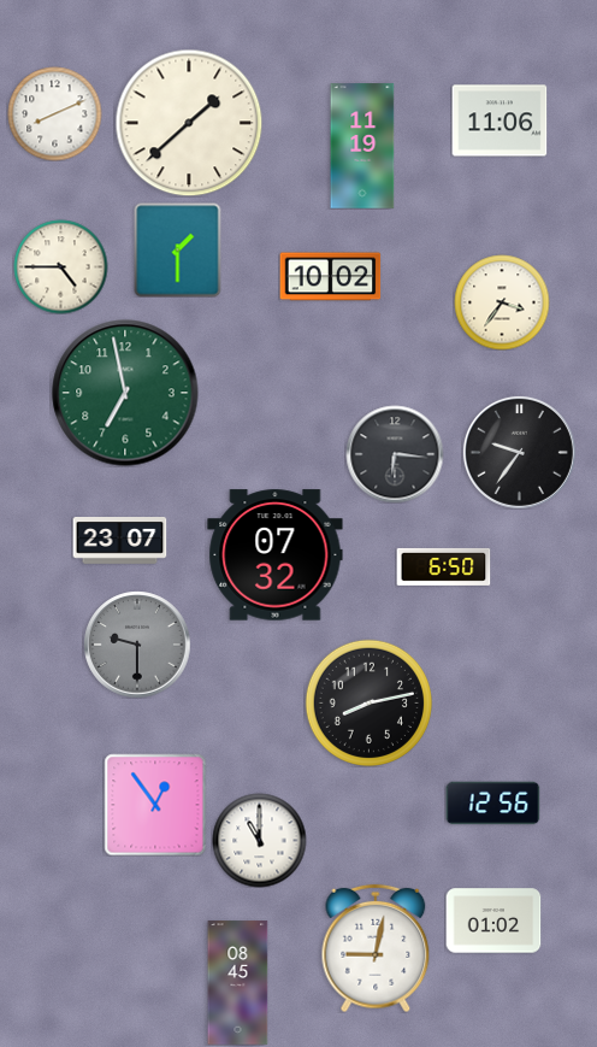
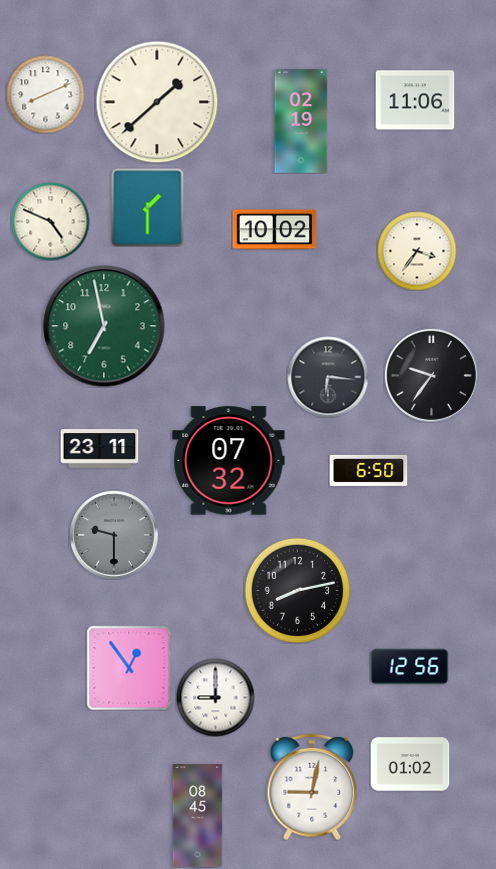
clock at (362, 146): 11:19 -> 02:19
clock at (60, 266): 4:45 -> 4:49
clock at (119, 541): 23:07 -> 23:11
clock at (368, 702) position: (368, 702) -> (297, 590)
clock at (259, 840): 11:00 -> 9:00
